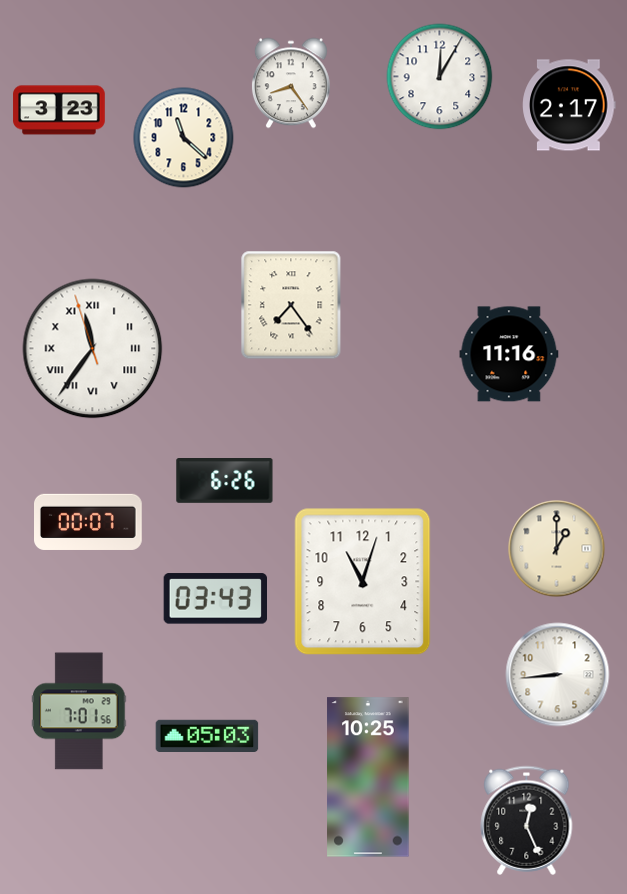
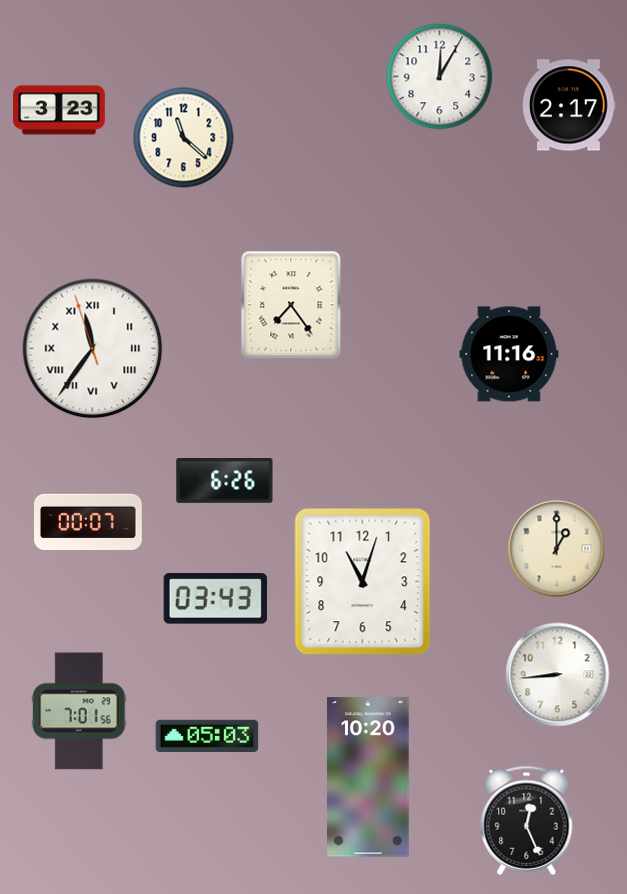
clock at (291, 83): 8:24 -> none
clock at (368, 777): 10:25 -> 10:20
